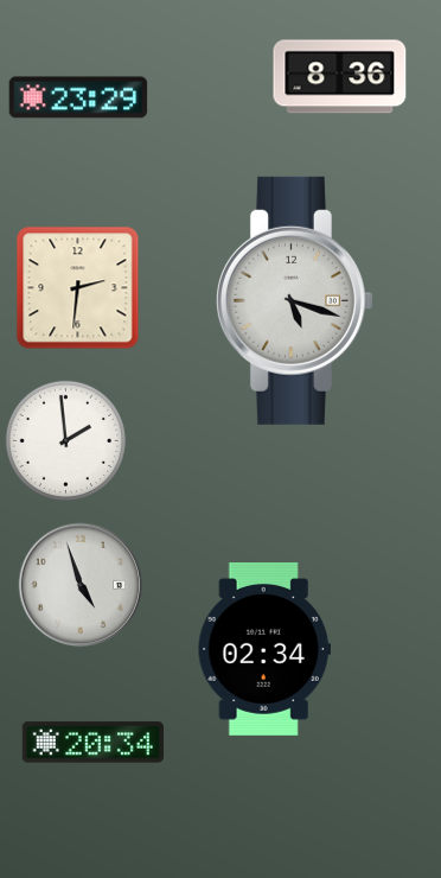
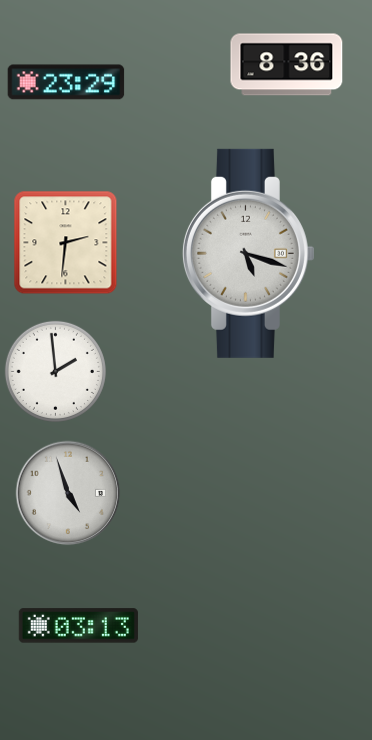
clock at (264, 650): 02:34 -> none
clock at (92, 743): 20:34 -> 03:13
